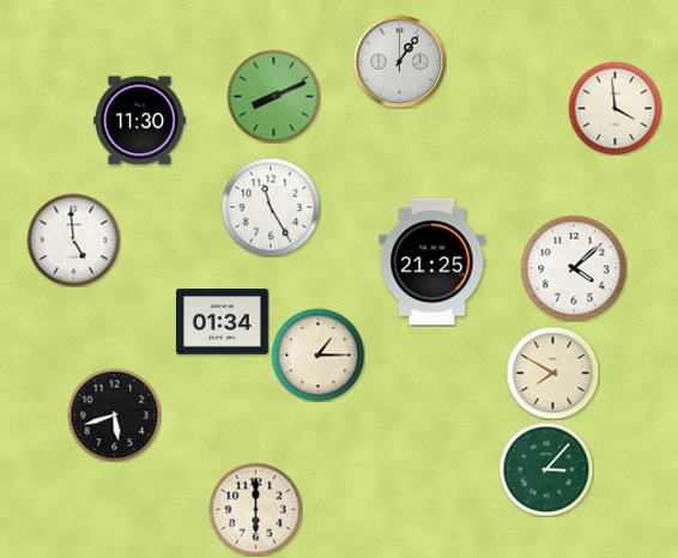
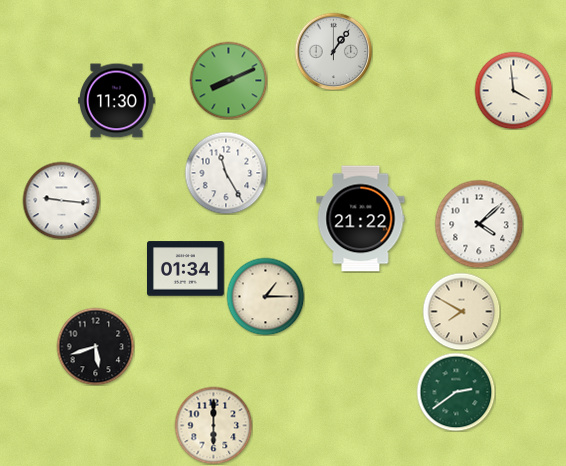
clock at (73, 239): 4:59 -> 9:16
clock at (432, 262): 21:25 -> 21:22
clock at (546, 469): 3:07 -> 2:39
